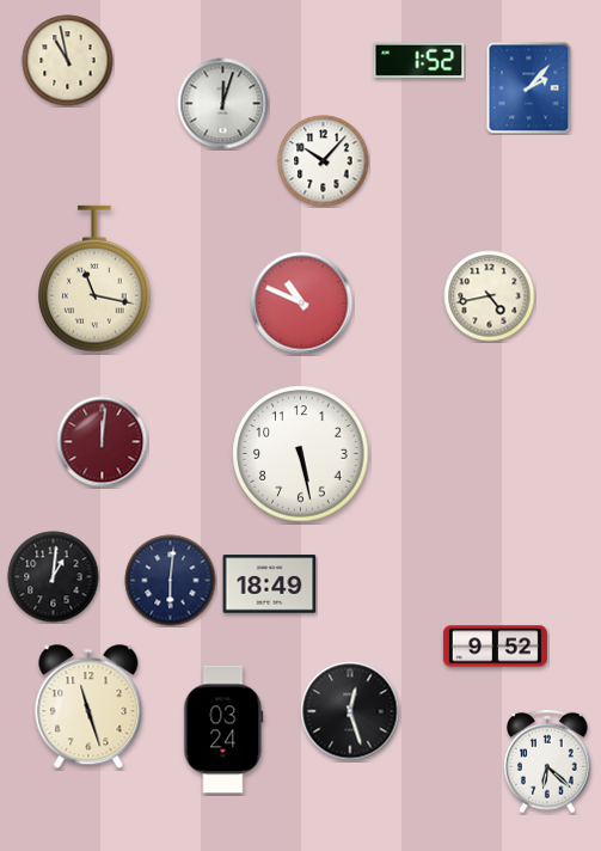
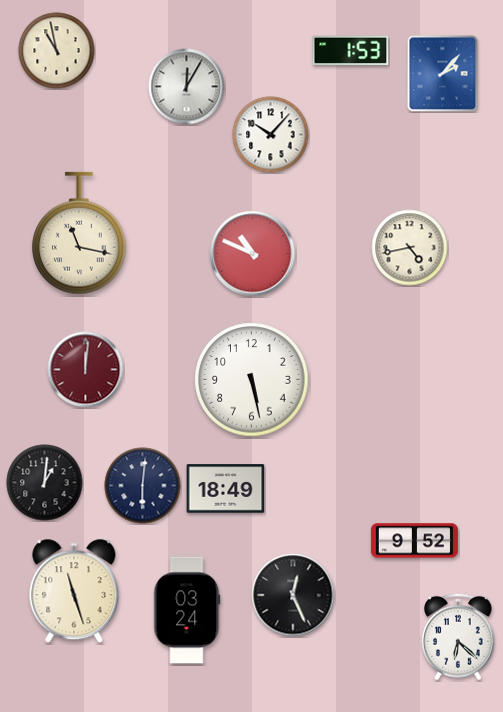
clock at (419, 61): 1:52 -> 1:53
clock at (223, 104): 12:03 -> 12:05
clock at (350, 711): 12:27 -> 12:26
